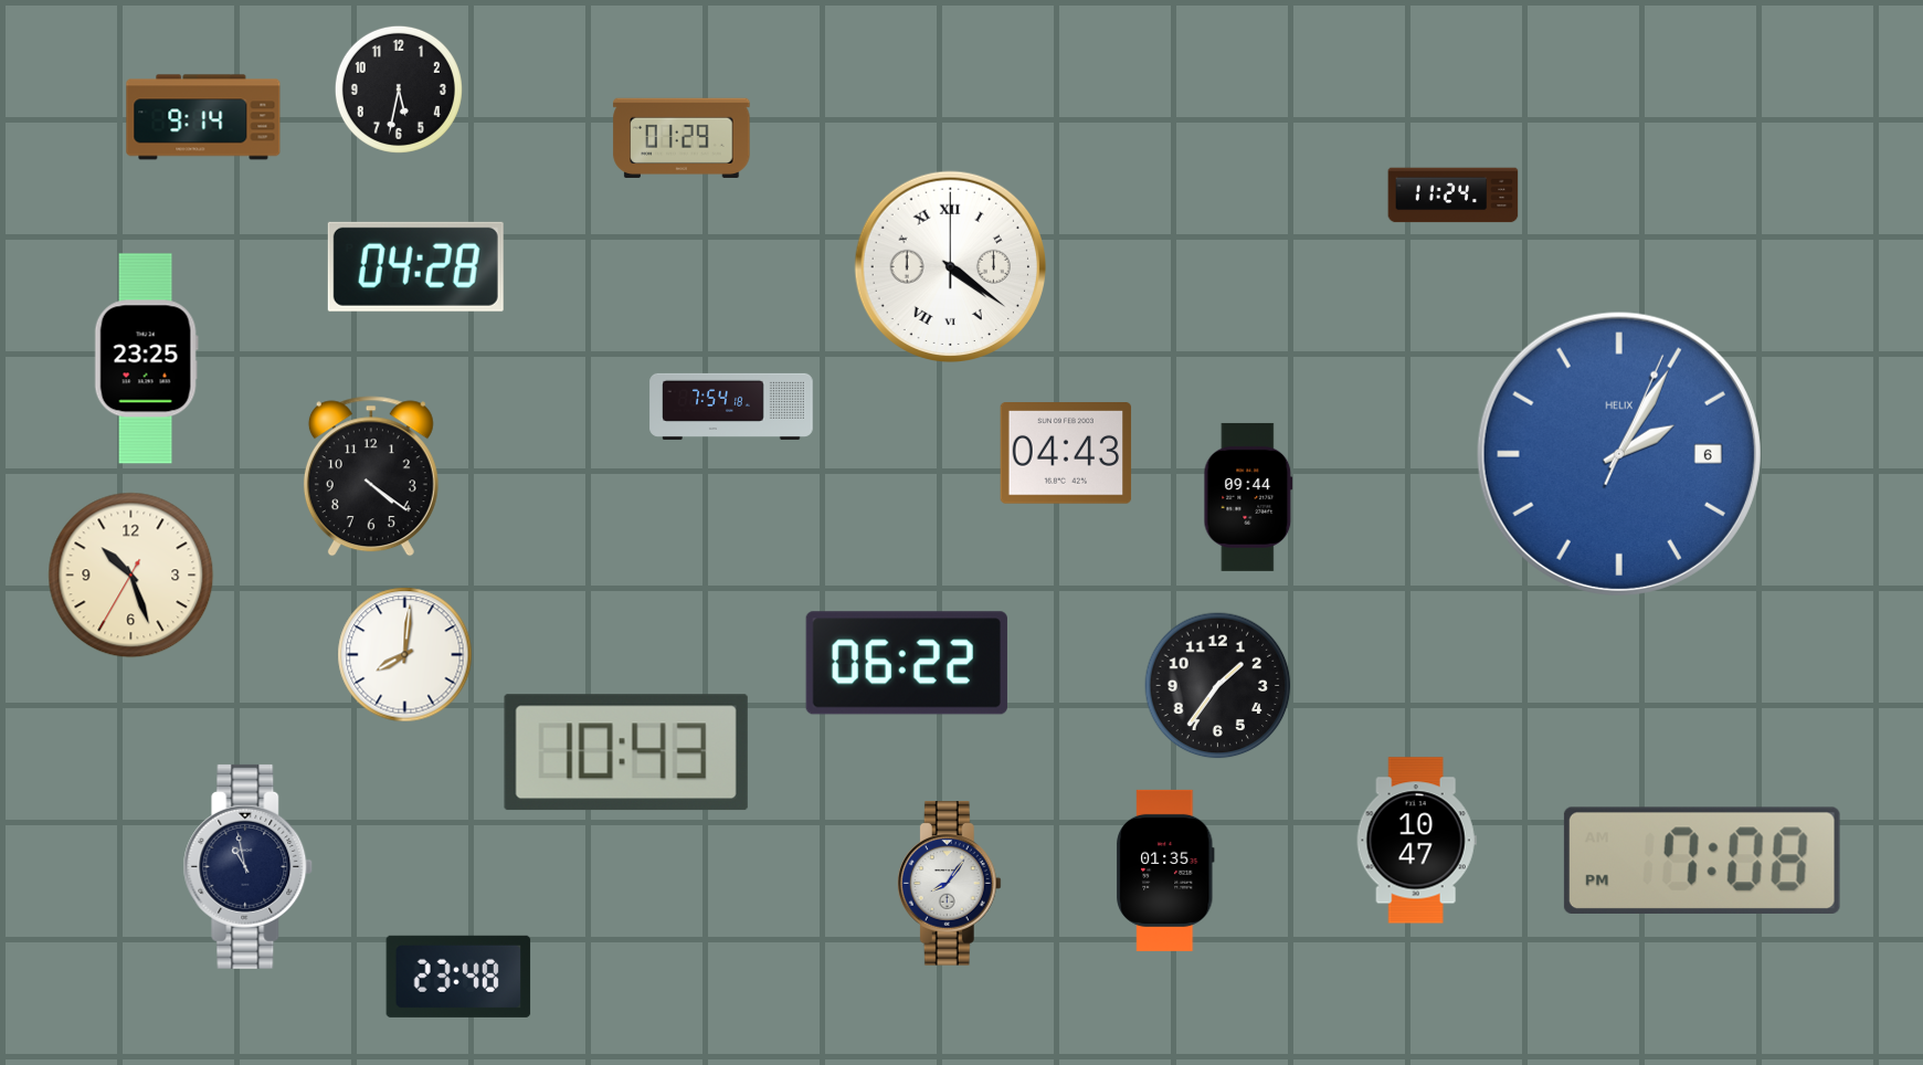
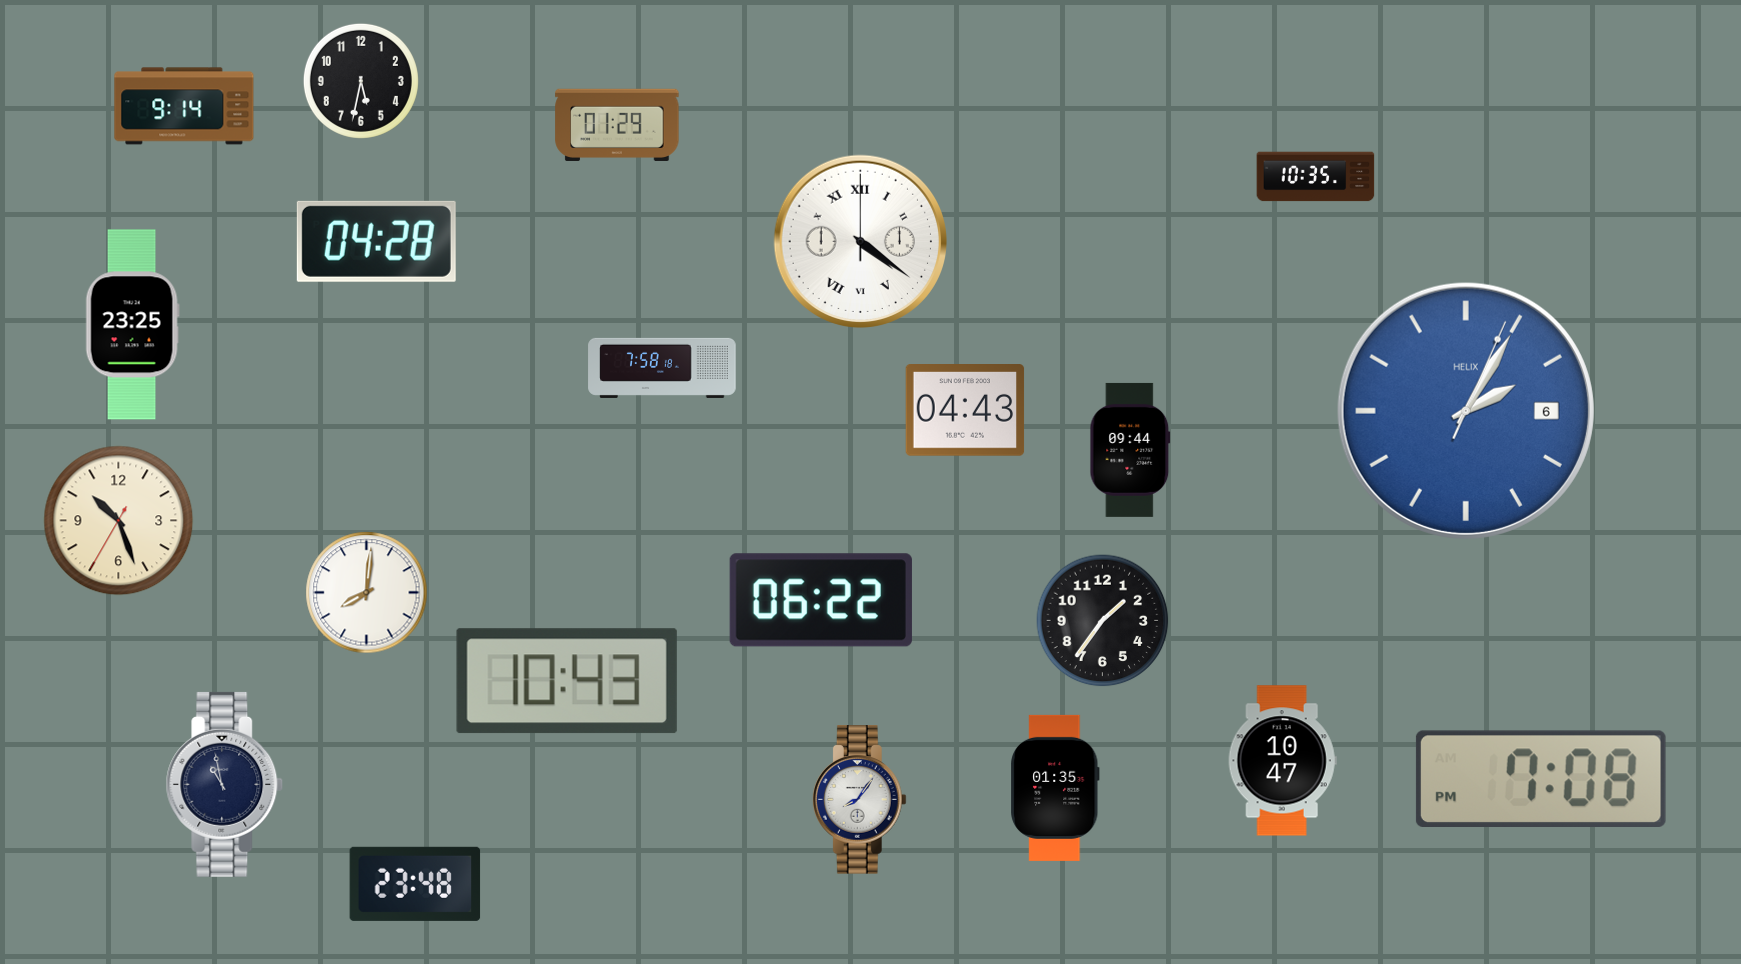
clock at (1454, 196): 11:24 -> 10:35
clock at (731, 407): 7:54 -> 7:58
clock at (371, 476): 4:21 -> none
